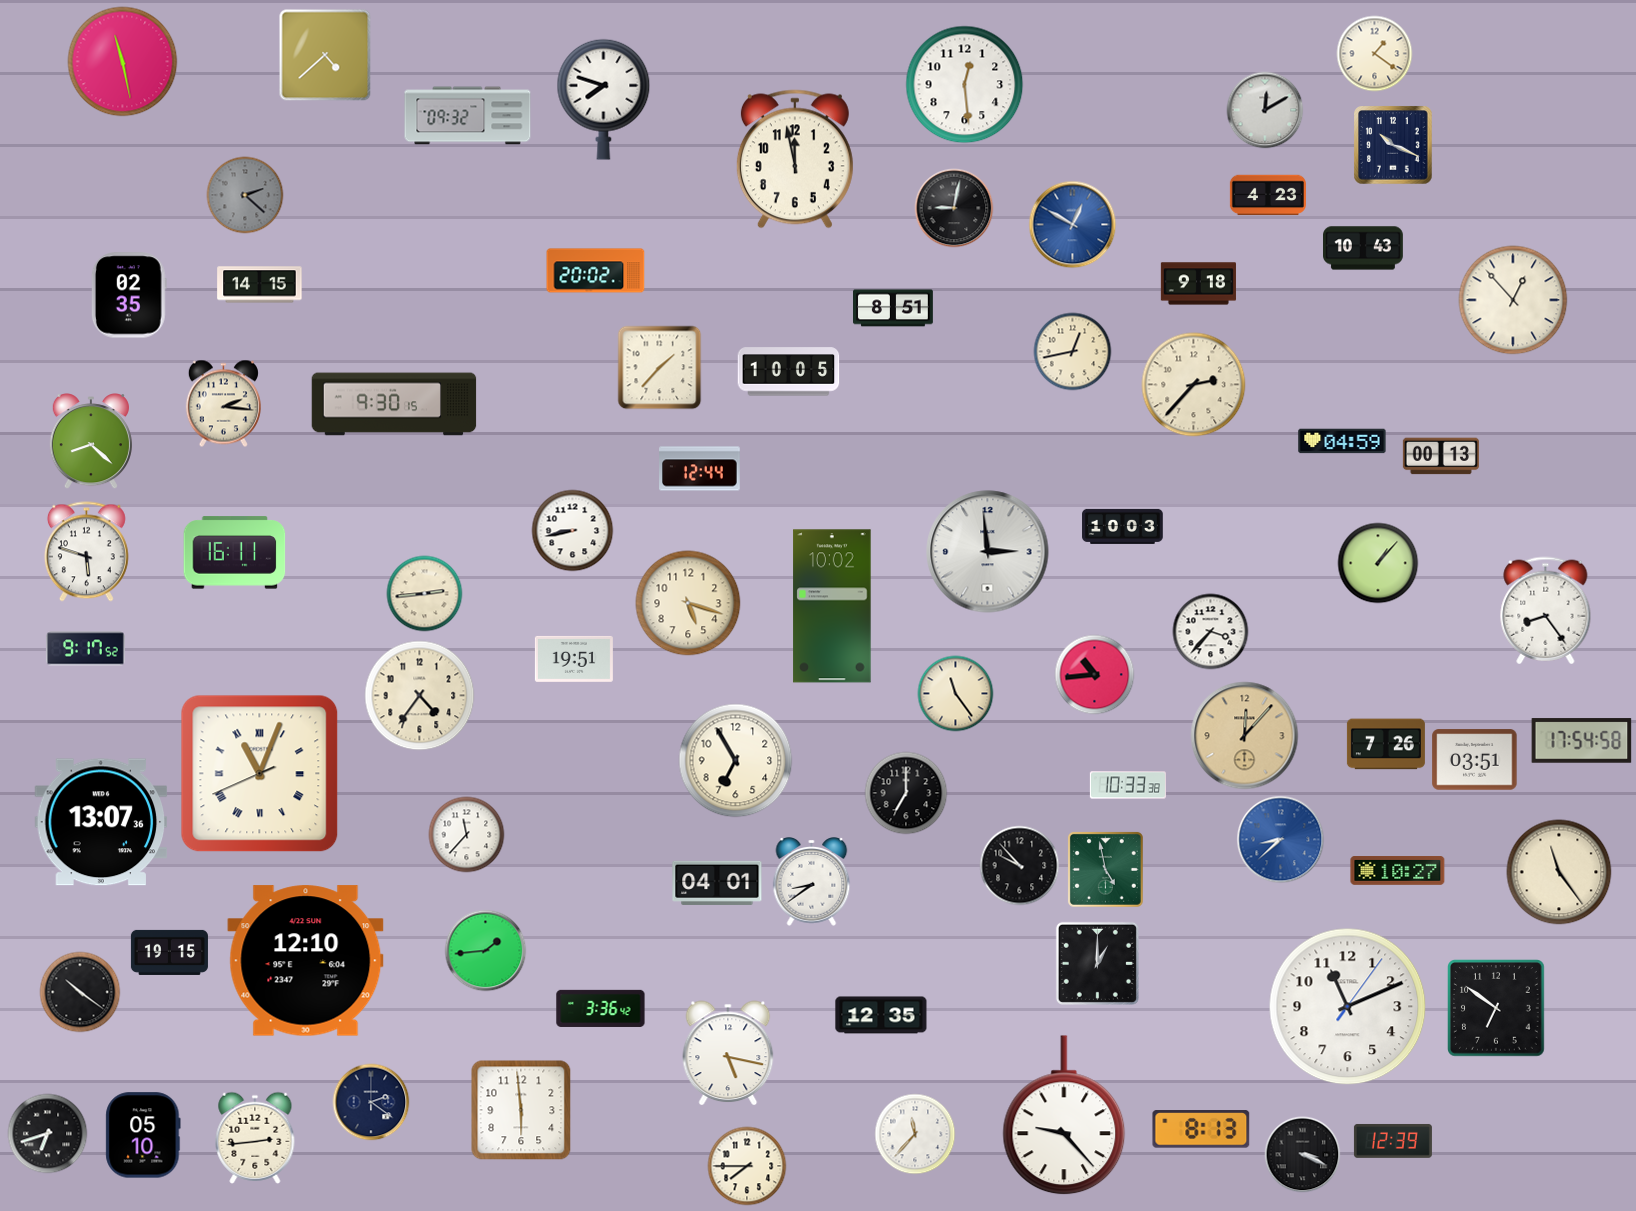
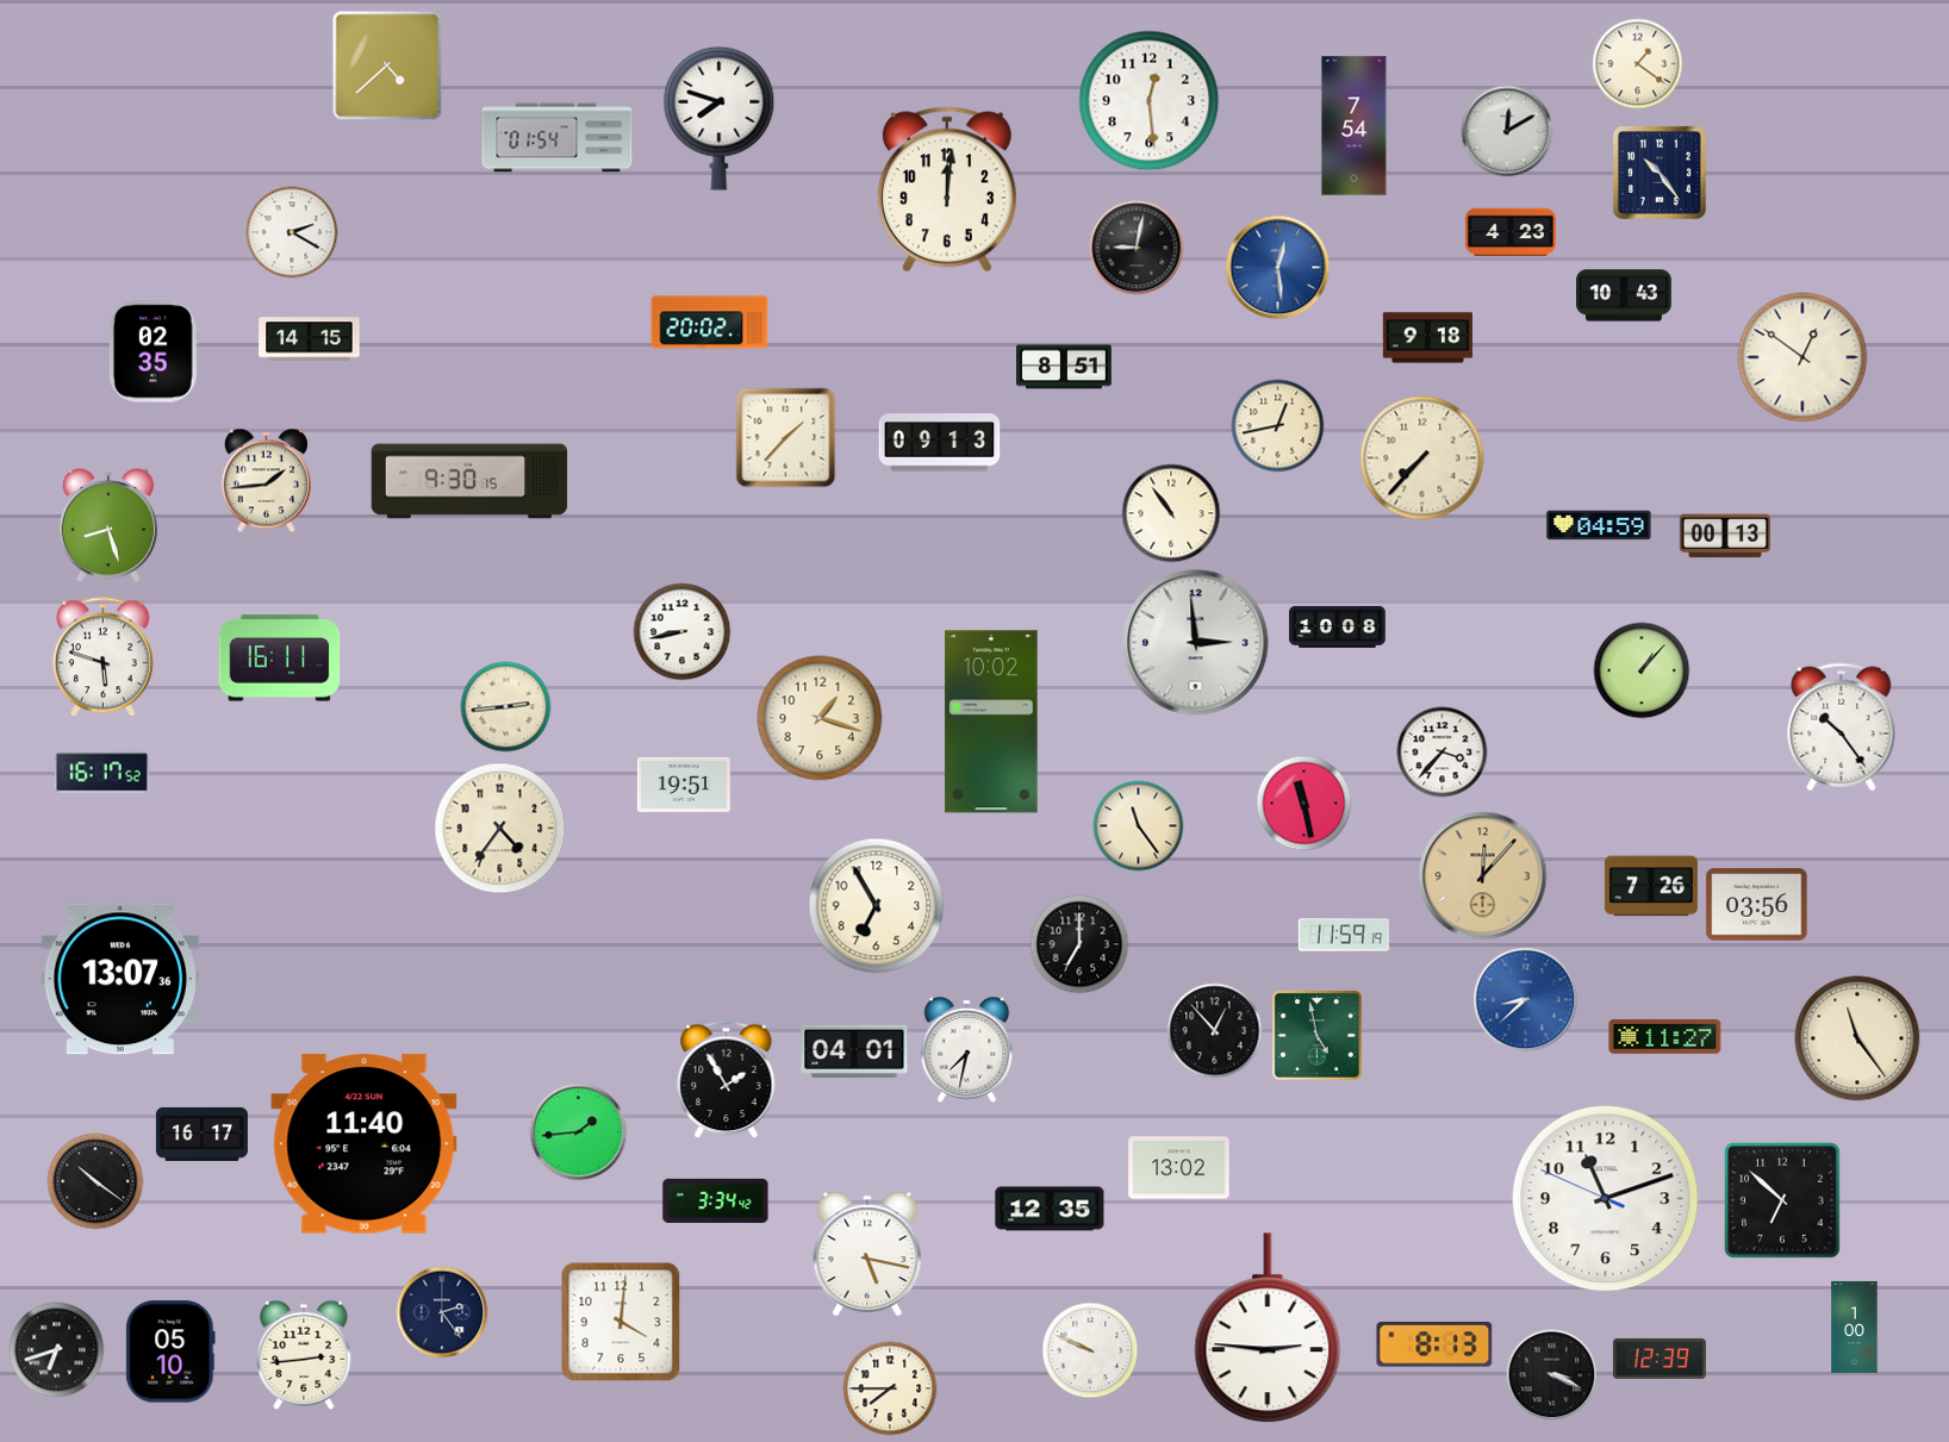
clock at (123, 62): 11:28 -> none
clock at (1355, 126): none -> 7:54
clock at (468, 116): 09:32 -> 01:54
clock at (1393, 145): 10:19 -> 10:24
clock at (795, 159): 11:58 -> 12:01
clock at (245, 195): 2:22 -> 2:20
clock at (245, 195) dial: grey -> white
clock at (1073, 225): 12:50 -> 12:29
clock at (1513, 300): 12:53 -> 12:51
clock at (1073, 352) position: (1073, 352) -> (1278, 426)
clock at (789, 372): 10:05 -> 09:13
clock at (1194, 385): 2:37 -> 7:37
clock at (223, 404): 2:16 -> 1:44
clock at (1171, 513): none -> 10:54
clock at (91, 442): 8:22 -> 8:27
clock at (1441, 456) position: (1441, 456) -> (1725, 536)
clock at (700, 469): 12:44 -> none
clock at (1123, 526): 10:03 -> 10:08
clock at (988, 552) position: (988, 552) -> (1196, 643)
clock at (688, 603): 5:18 -> 1:18
clock at (1546, 611): 8:24 -> 10:24
clock at (85, 649): 9:17 -> 16:17
clock at (1095, 675): 10:44 -> 11:28
clock at (1582, 741): 17:54 -> none
clock at (1475, 760): 03:51 -> 03:56
clock at (260, 774): 11:03 -> none
clock at (1128, 785): 10:33 -> 11:59
clock at (467, 835): 11:37 -> none
clock at (1020, 866): 9:53 -> 12:53
clock at (1398, 871): 10:27 -> 11:27
clock at (812, 882): 8:39 -> 7:32
clock at (727, 1080): none -> 1:55
clock at (169, 952): 19:15 -> 16:17
clock at (306, 961): 12:10 -> 11:40
clock at (1097, 963): 1:00 -> none
clock at (1179, 1168): none -> 13:02
clock at (1348, 1007): 11:11:06 -> 11:11:49
clock at (601, 1008): 3:36 -> 3:34
clock at (1497, 1009): 6:51 -> 6:52
clock at (371, 1102): 2:21 -> 2:24
clock at (521, 1110): 5:59 -> 4:01
clock at (1855, 1326): none -> 1:00
clock at (1064, 1116): 9:23 -> 2:46
clock at (1201, 1129) position: (1201, 1129) -> (1434, 1344)
clock at (915, 1134): 11:37 -> 9:49
